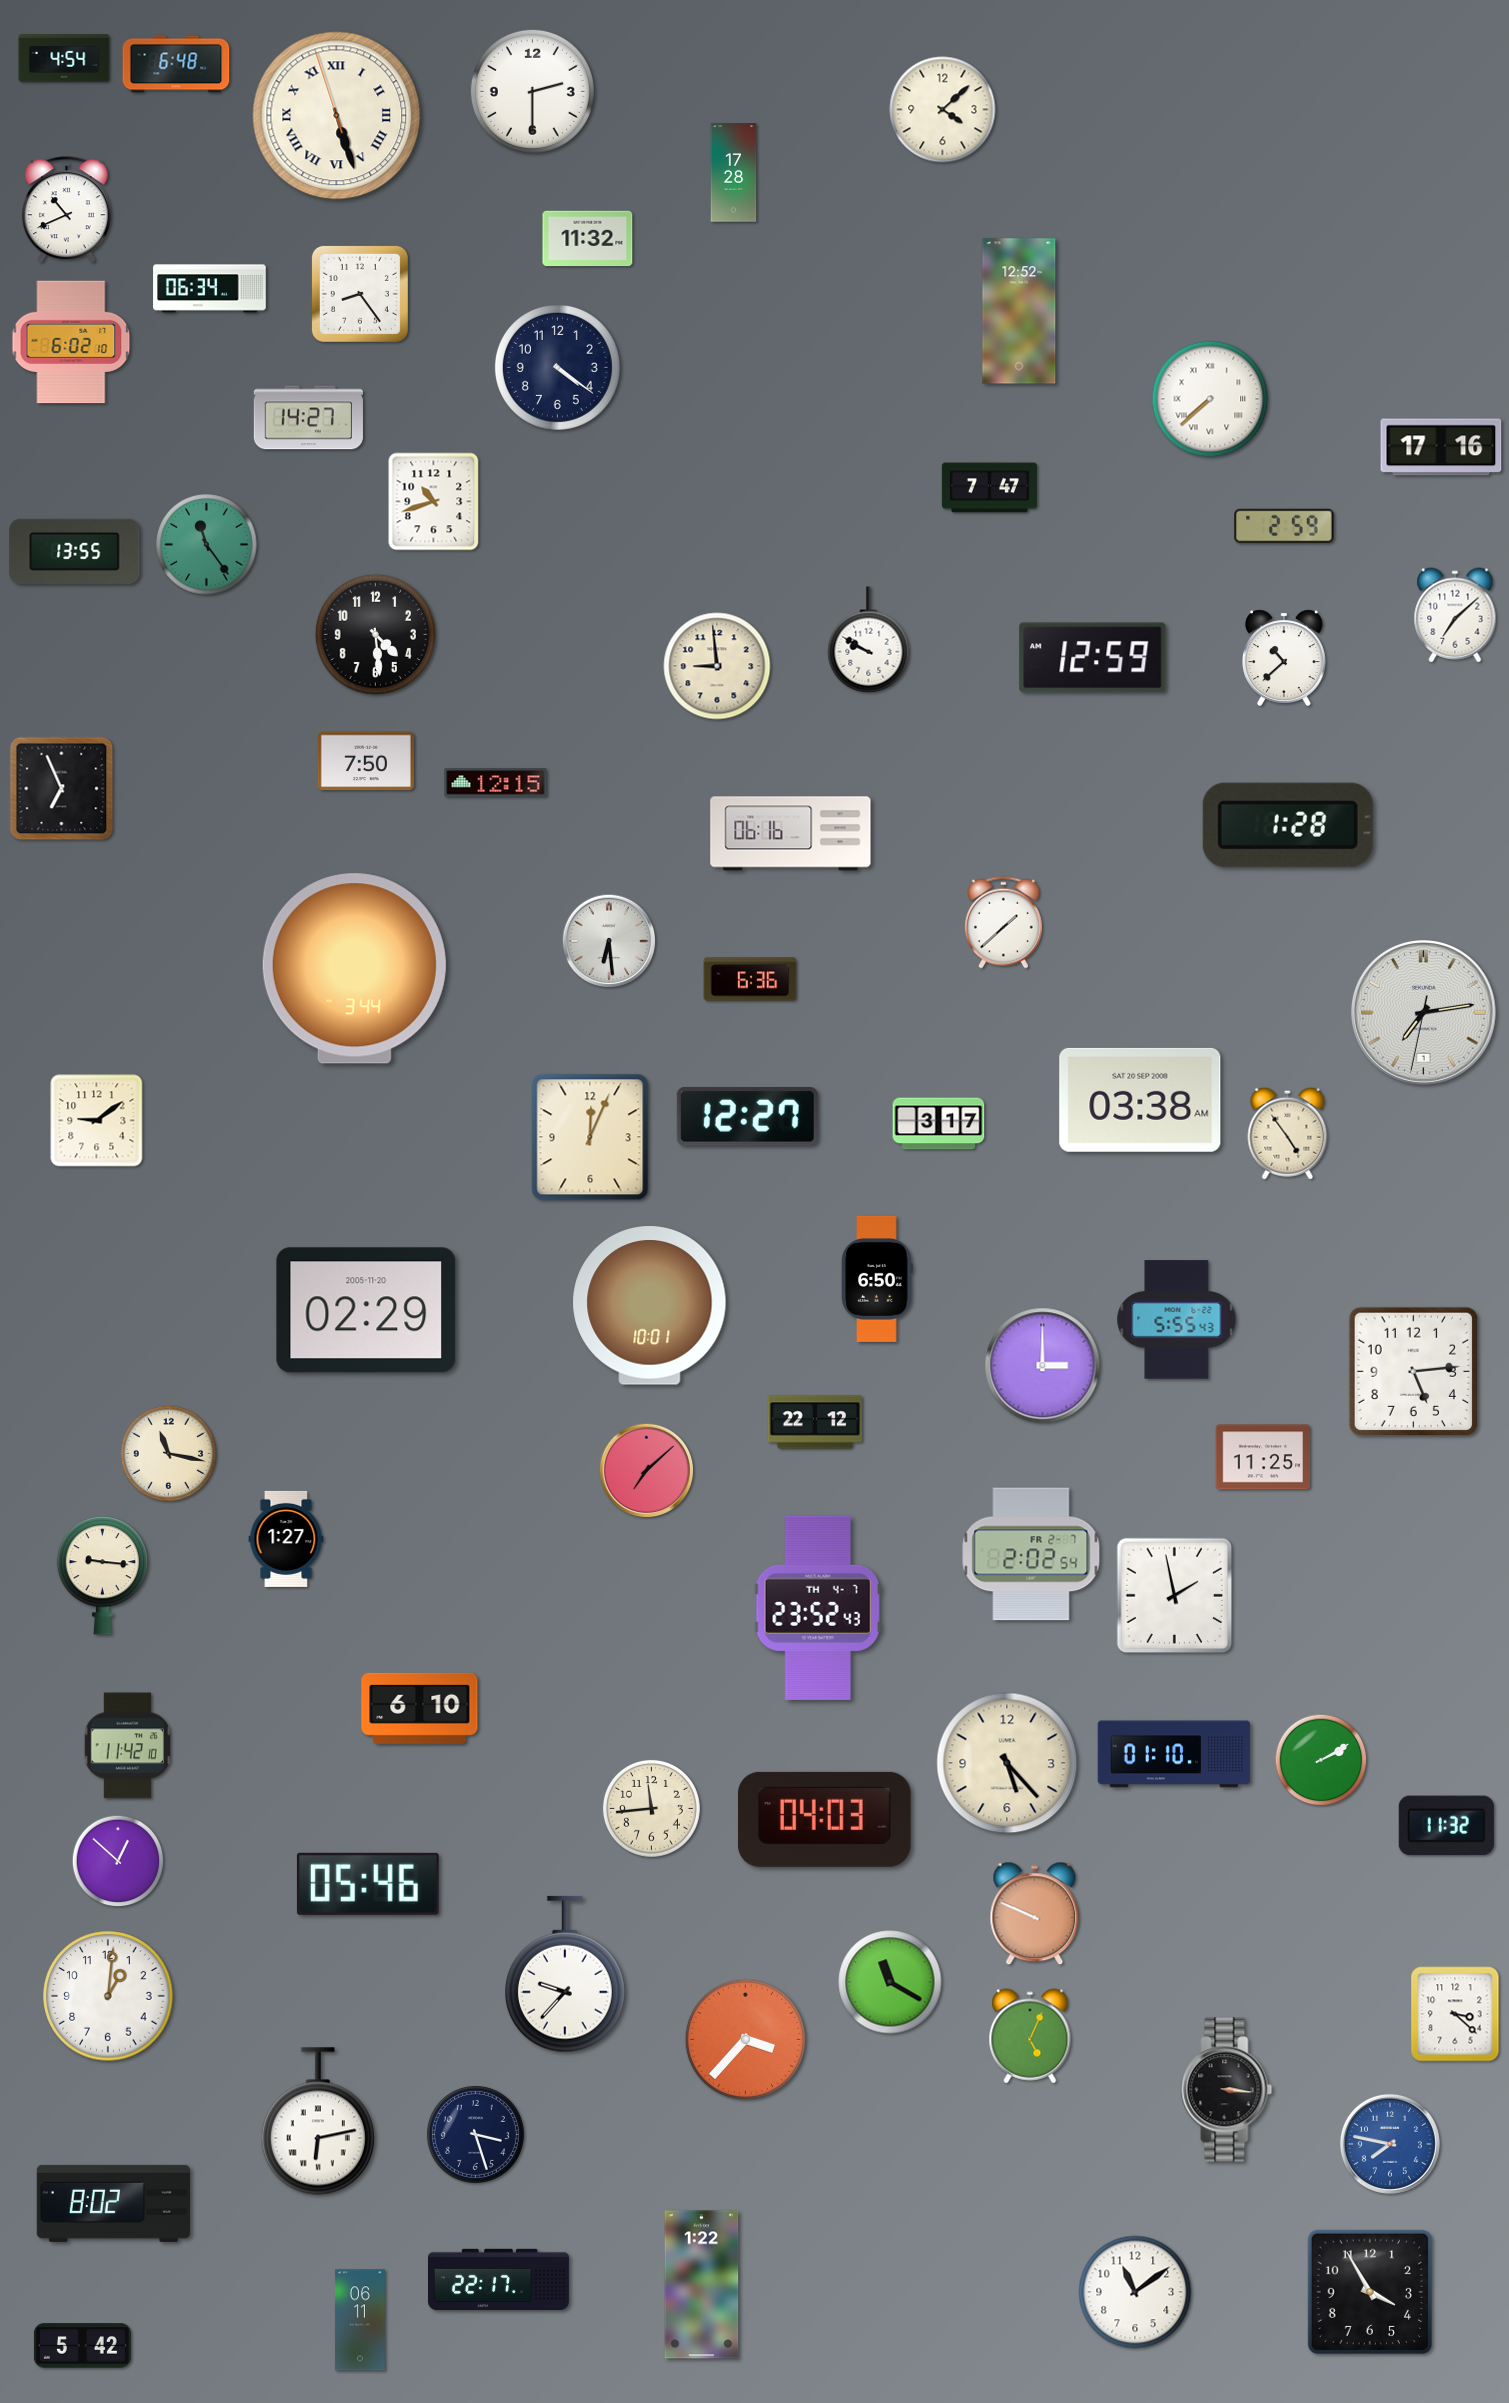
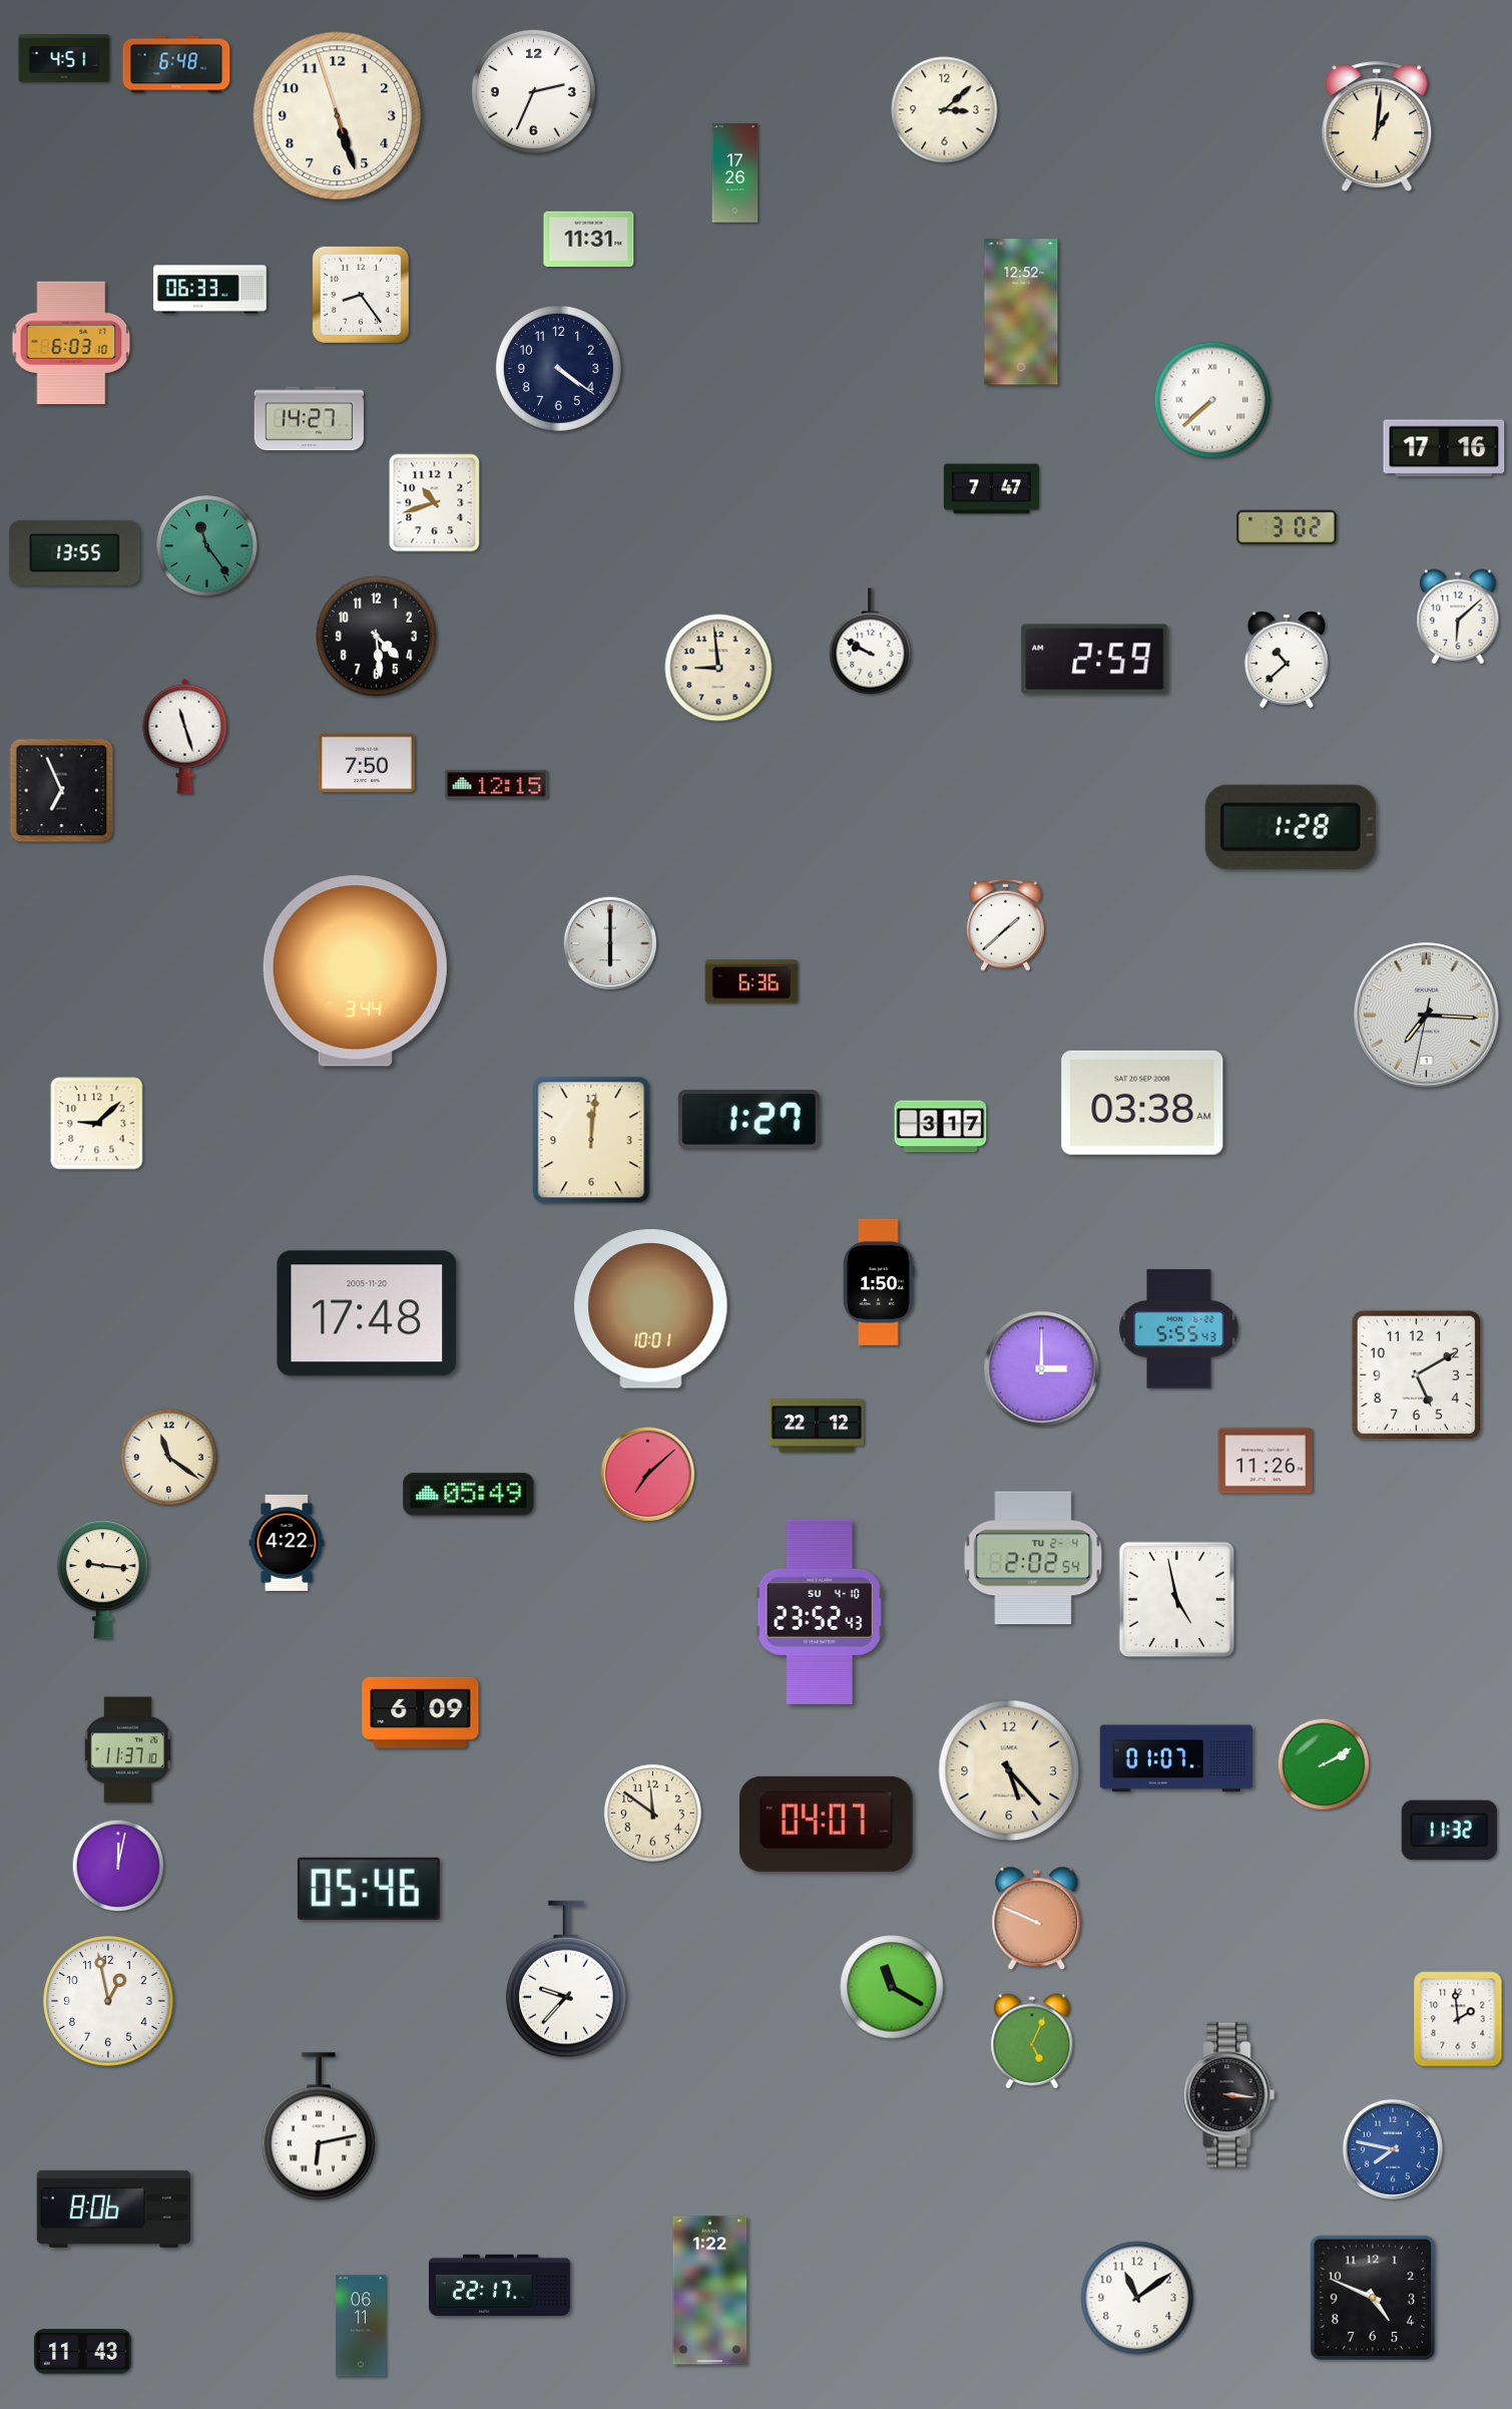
clock at (64, 58): 4:54 -> 4:51
clock at (532, 91): 2:30 -> 2:34
clock at (943, 110): 4:08 -> 3:08
clock at (337, 116) numerals: Roman -> Arabic
clock at (1377, 126): none -> 1:01
clock at (734, 173): 17:28 -> 17:26
clock at (67, 210): 10:41 -> none
clock at (588, 239): 11:32 -> 11:31
clock at (210, 289): 06:34 -> 06:33
clock at (71, 342): 6:02 -> 6:03
clock at (1284, 525): 2:59 -> 3:02
clock at (1455, 615): 7:08 -> 6:08
clock at (1093, 658): 12:59 -> 2:59
clock at (185, 736): none -> 11:27
clock at (791, 834): 06:16 -> none
clock at (609, 941): 6:29 -> 6:00
clock at (1424, 1013): 7:13 -> 7:15
clock at (747, 1117): 12:27 -> 1:27
clock at (97, 1121): 9:09 -> 9:08
clock at (1288, 1133): 4:54 -> none
clock at (590, 1137): 12:04 -> 12:01
clock at (877, 1279): 6:50 -> 1:50
clock at (366, 1310): 02:29 -> 17:48
clock at (1177, 1320) position: (1177, 1320) -> (1179, 1329)
clock at (1043, 1366) position: (1043, 1366) -> (1042, 1369)
clock at (1413, 1371): 5:14 -> 5:10
clock at (168, 1453): 11:17 -> 11:21
clock at (1262, 1457): 11:25 -> 11:26
clock at (469, 1495): none -> 05:49
clock at (286, 1539): 1:27 -> 4:22
clock at (1031, 1554) date: FR 2-7 -> TU 2-4
clock at (1175, 1596): 1:58 -> 4:58
clock at (818, 1608) date: TH 4-7 -> SU 4-10
clock at (420, 1708): 6:10 -> 6:09
clock at (128, 1746): 11:42 -> 11:37
clock at (1174, 1754): 01:10 -> 01:07
clock at (1007, 1763) position: (1007, 1763) -> (1009, 1770)
clock at (651, 1808): 11:44 -> 11:51
clock at (825, 1819): 04:03 -> 04:07
clock at (118, 1861): 12:52 -> 12:02
clock at (108, 1996): 1:01 -> 12:58
clock at (1455, 2014): 3:22 -> 1:59
clock at (745, 2039): 3:37 -> none
clock at (475, 2134): 3:27 -> none
clock at (113, 2203): 8:02 -> 8:06
clock at (702, 2285) position: (702, 2285) -> (710, 2291)
clock at (1369, 2291): 3:55 -> 4:49
clock at (82, 2346): 5:42 -> 11:43
